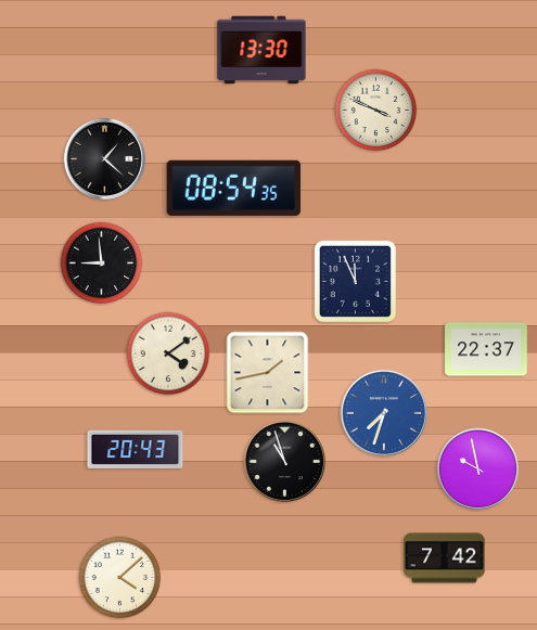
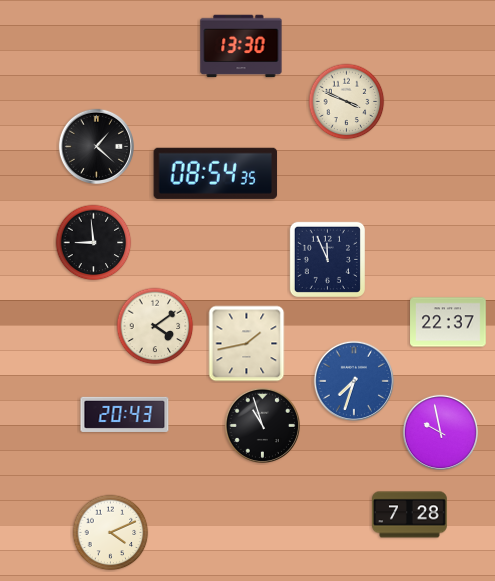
clock at (445, 558): 7:42 -> 7:28
clock at (120, 578): 4:08 -> 4:11
